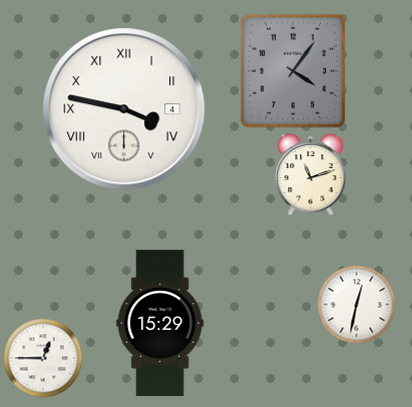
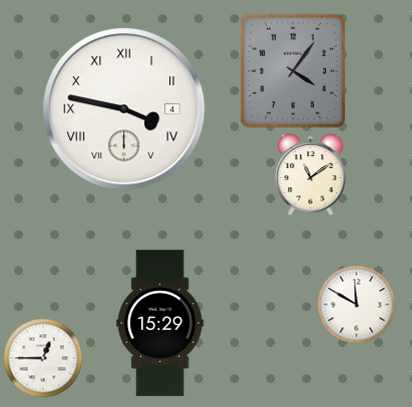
clock at (311, 175): 11:12 -> 11:09
clock at (356, 304): 12:32 -> 11:50
